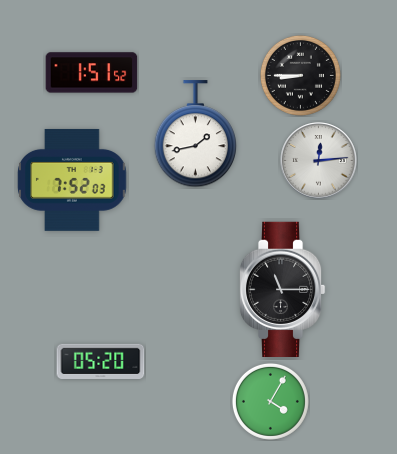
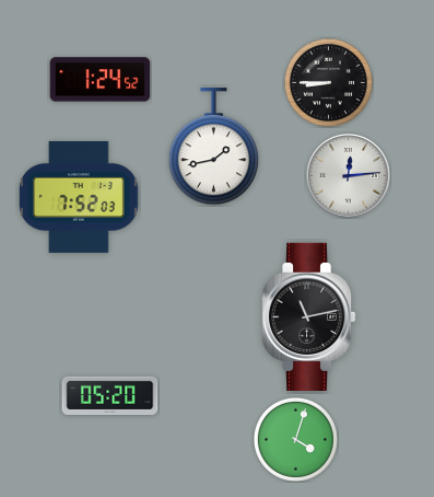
clock at (92, 73): 1:51 -> 1:24
clock at (282, 289): 11:15 -> 11:13
clock at (270, 401): 4:05 -> 4:03
